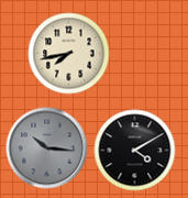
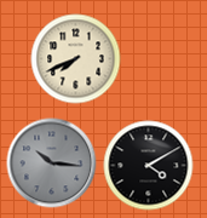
clock at (69, 54): 7:43 -> 7:41
